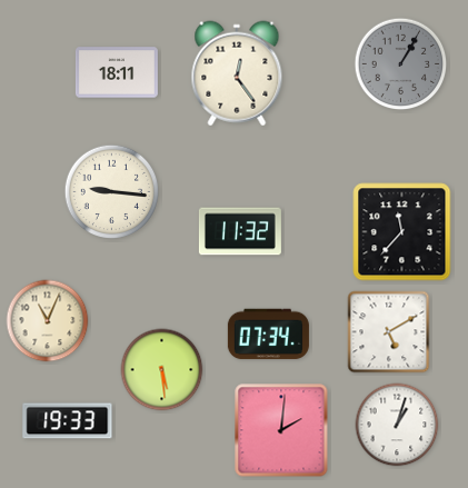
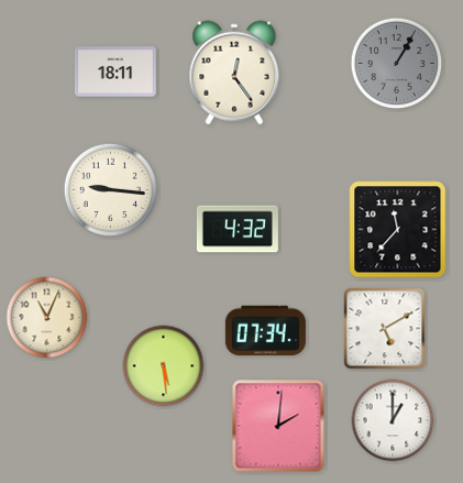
clock at (240, 231): 11:32 -> 4:32
clock at (162, 370) position: (162, 370) -> (164, 366)
clock at (68, 421): 19:33 -> none
clock at (397, 425): 1:03 -> 1:00
